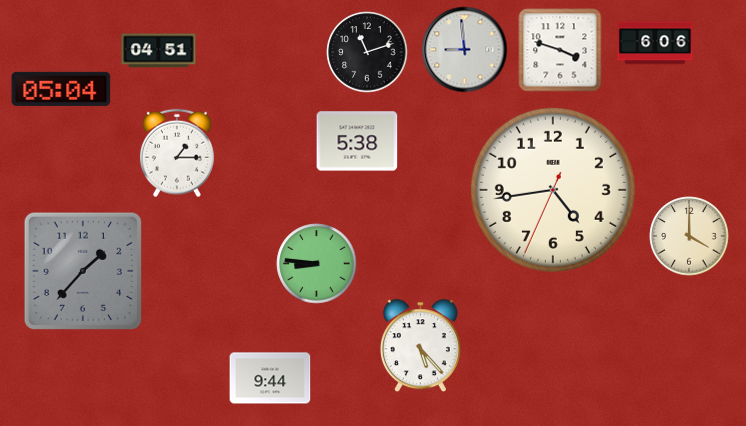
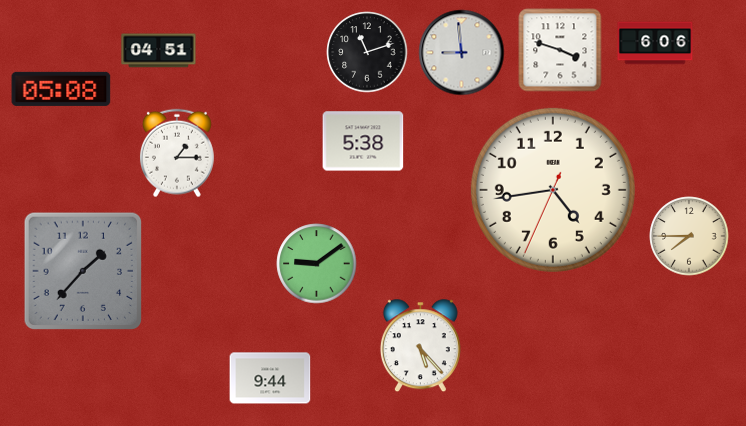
clock at (465, 50) position: (465, 50) -> (462, 53)
clock at (61, 89): 05:04 -> 05:08
clock at (357, 141) position: (357, 141) -> (363, 141)
clock at (689, 236): 4:00 -> 7:45
clock at (317, 264): 8:46 -> 9:09
